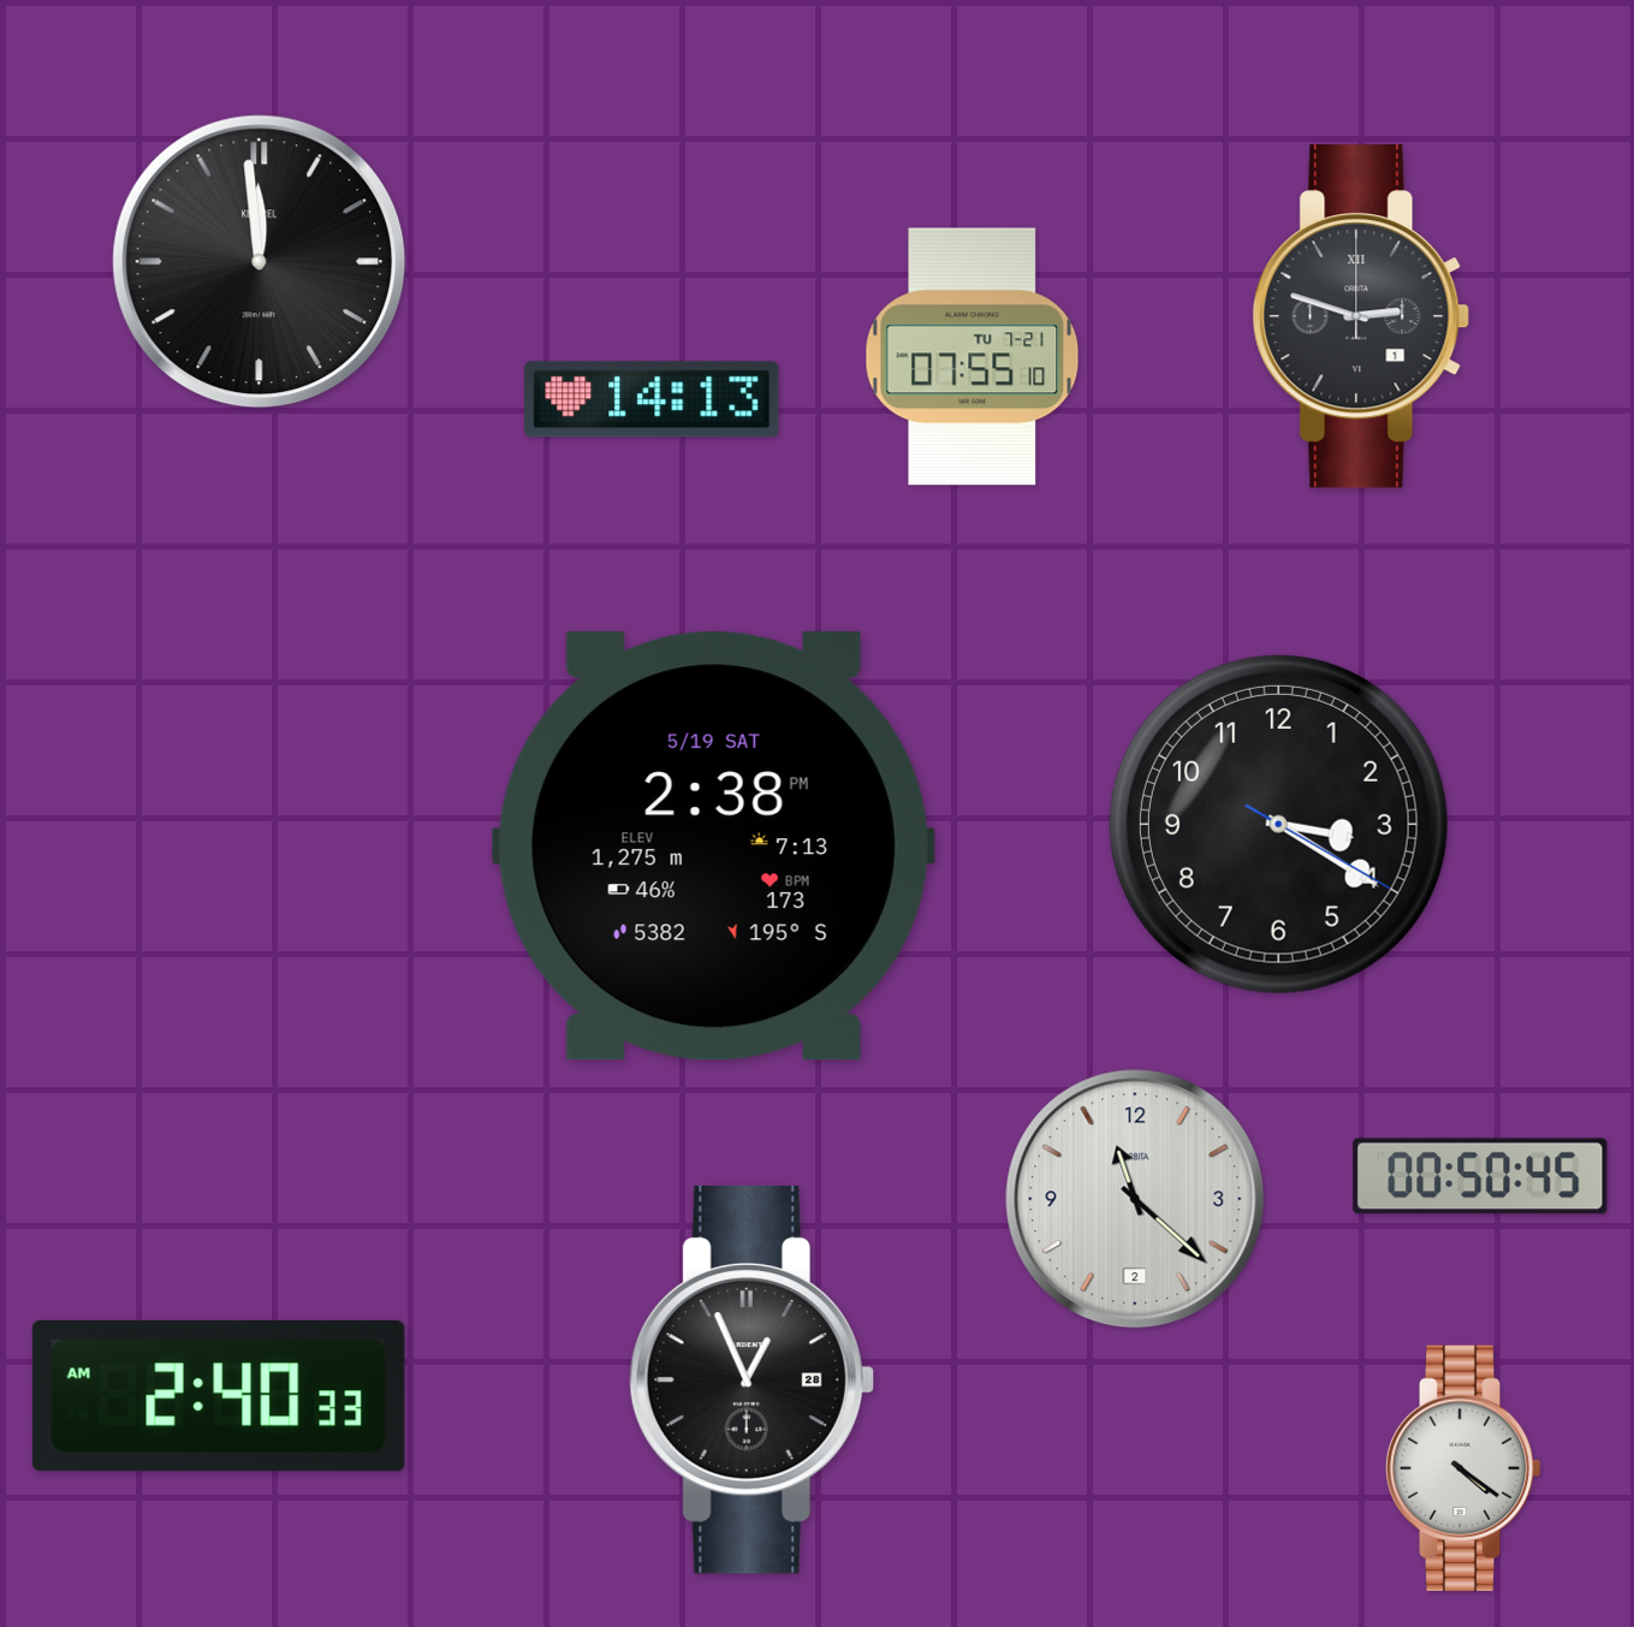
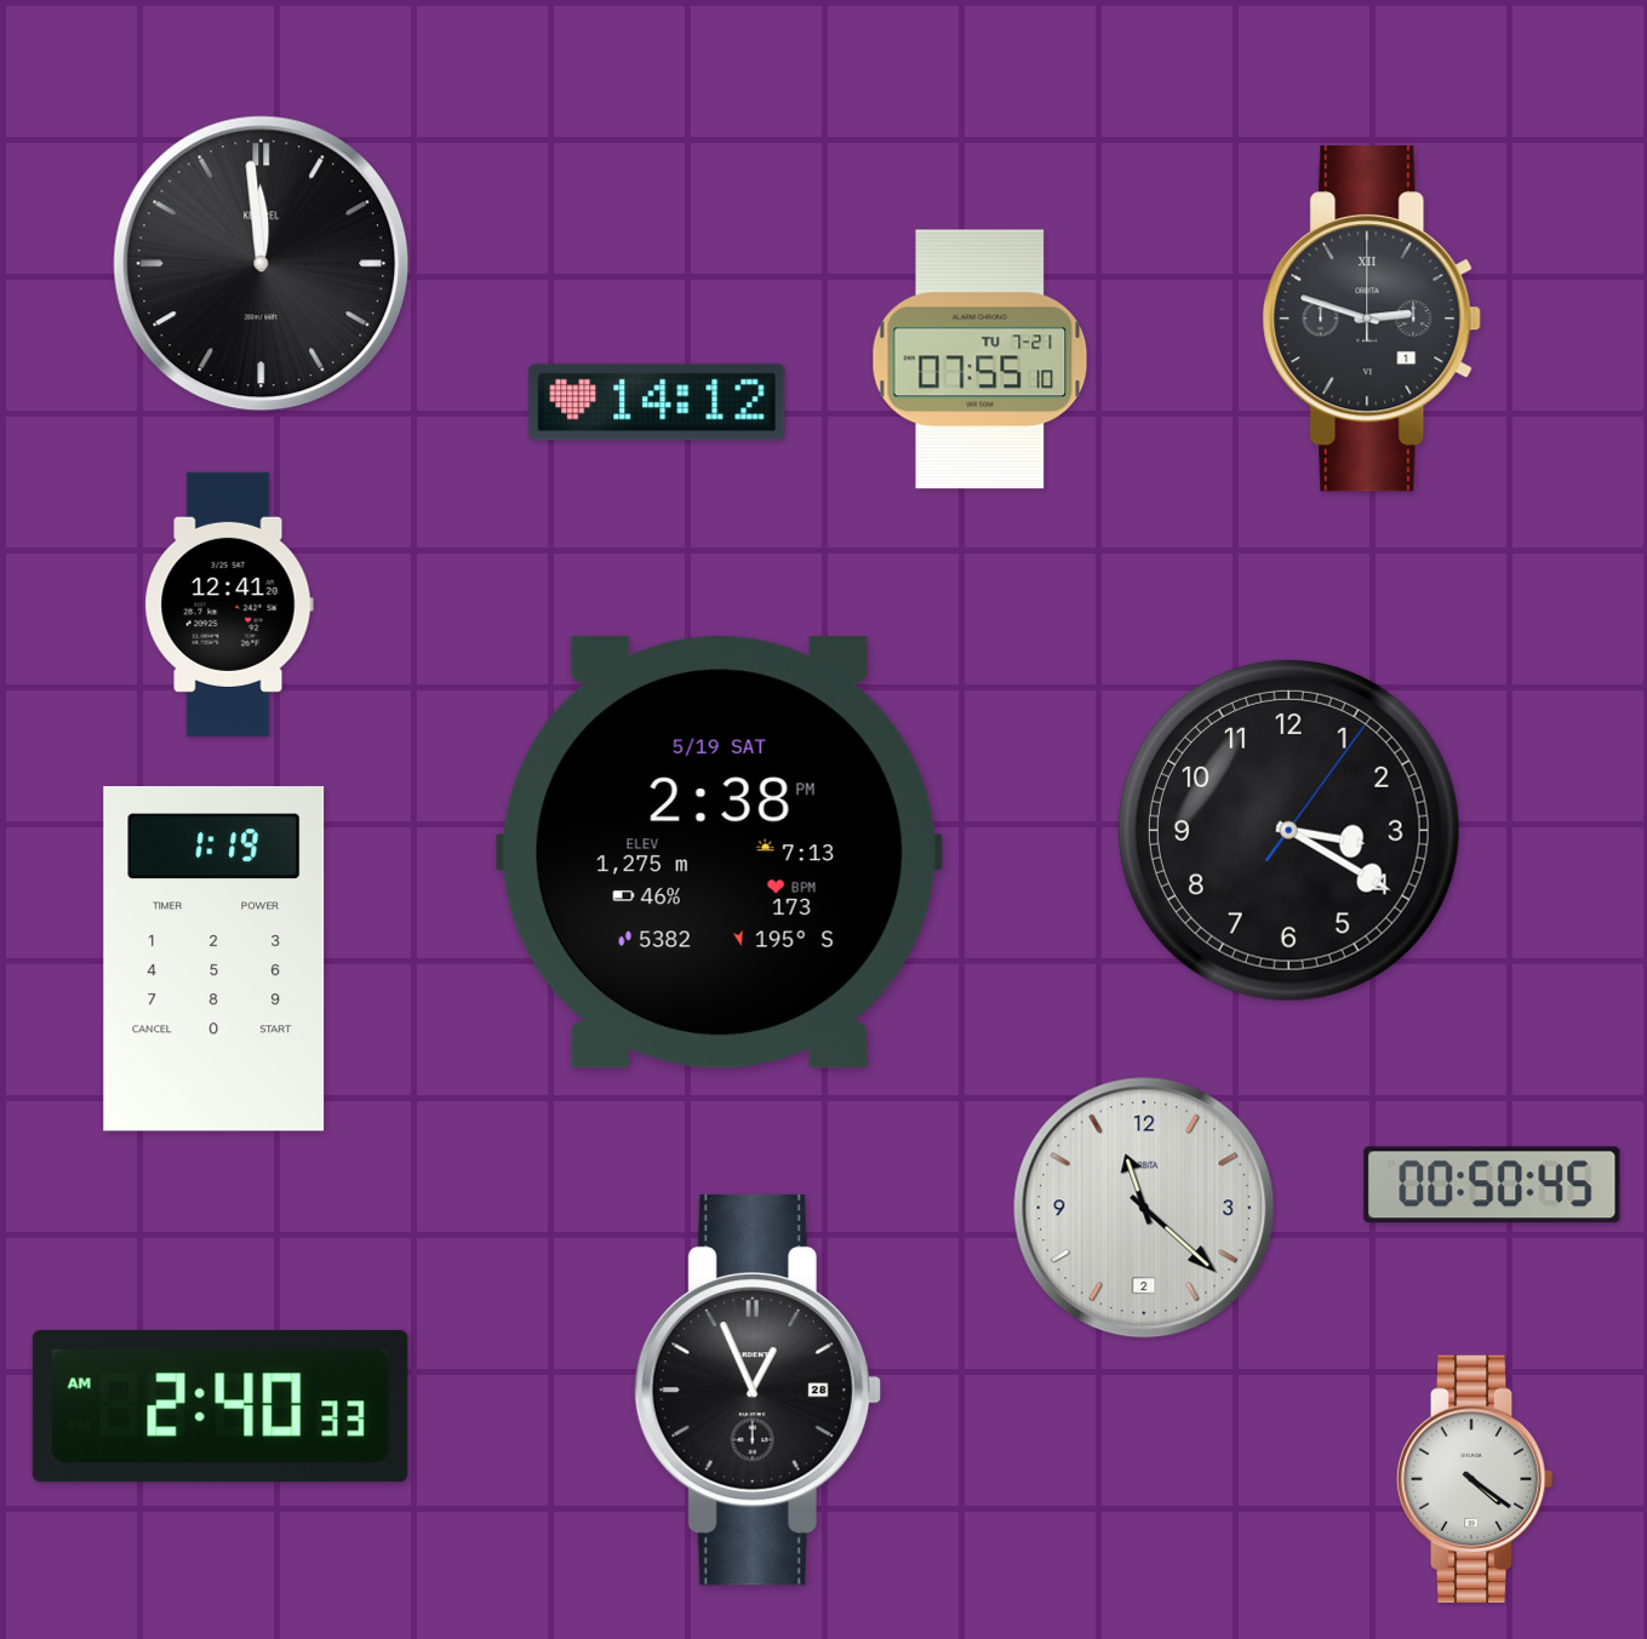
clock at (652, 399): 14:13 -> 14:12
clock at (229, 604): none -> 12:41
clock at (1278, 824): 3:20:20 -> 3:20:06
clock at (215, 958): none -> 1:19
